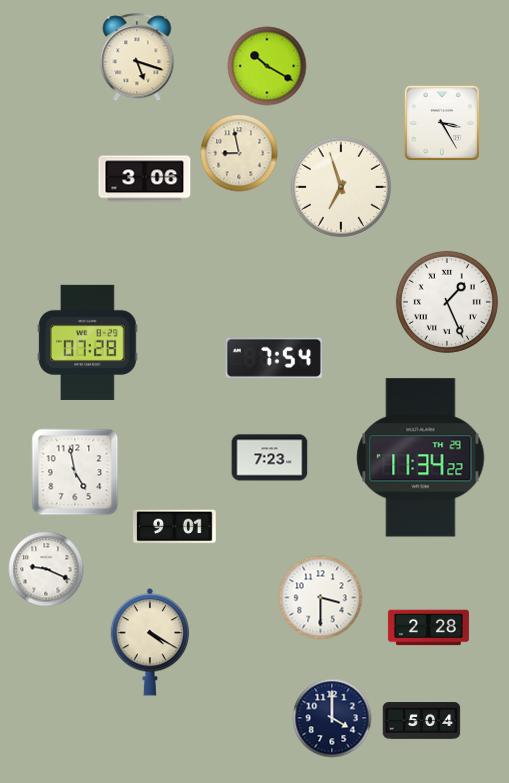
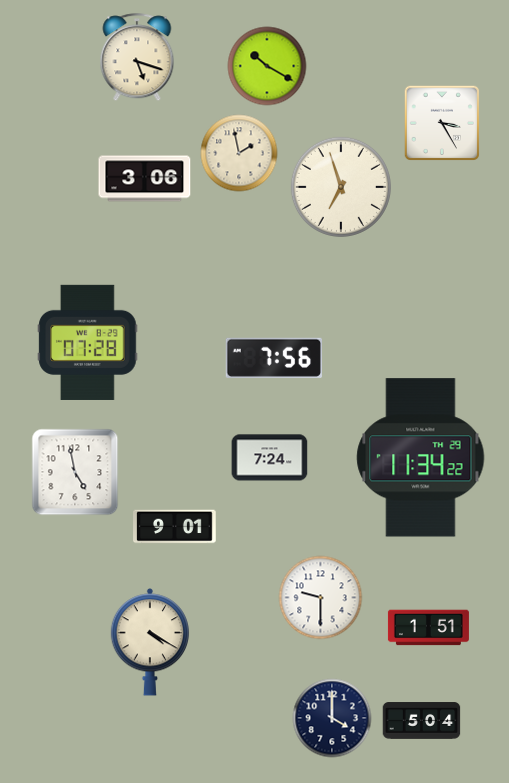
clock at (239, 153): 8:58 -> 1:58
clock at (447, 302): 1:26 -> none
clock at (273, 358): 7:54 -> 7:56
clock at (270, 458): 7:23 -> 7:24
clock at (46, 569): 9:19 -> none
clock at (321, 598): 3:30 -> 9:30
clock at (428, 628): 2:28 -> 1:51
